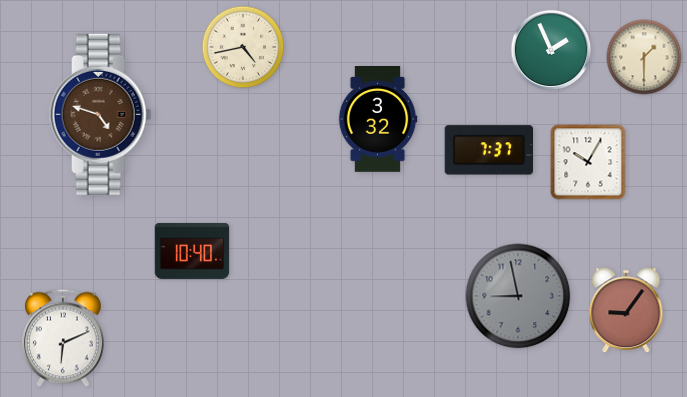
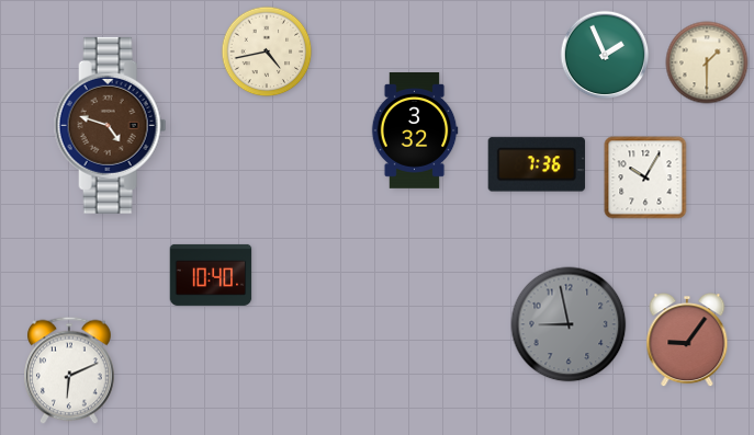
clock at (489, 150): 7:37 -> 7:36
